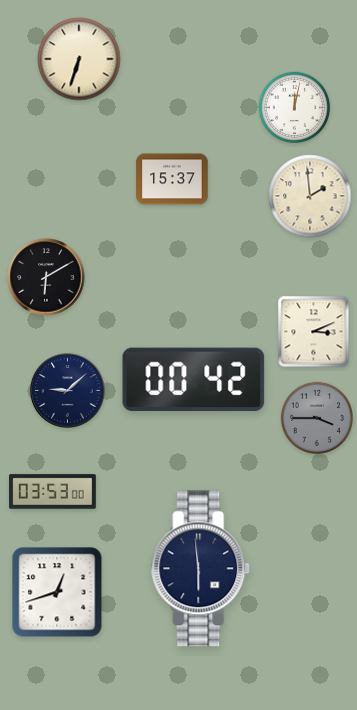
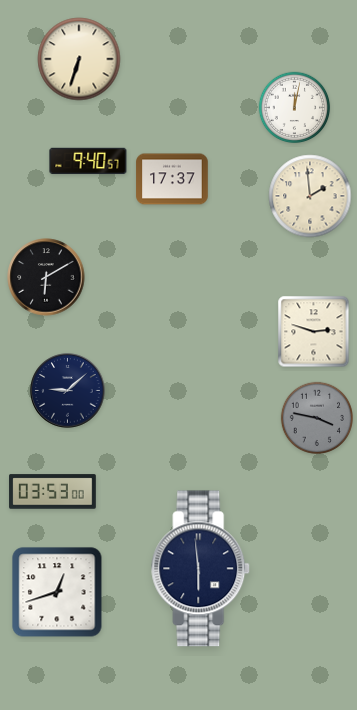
clock at (88, 161): none -> 9:40
clock at (172, 179): 15:37 -> 17:37
clock at (314, 332): 3:11 -> 2:48
clock at (194, 380): 00:42 -> none
clock at (316, 417): 3:45 -> 3:47
